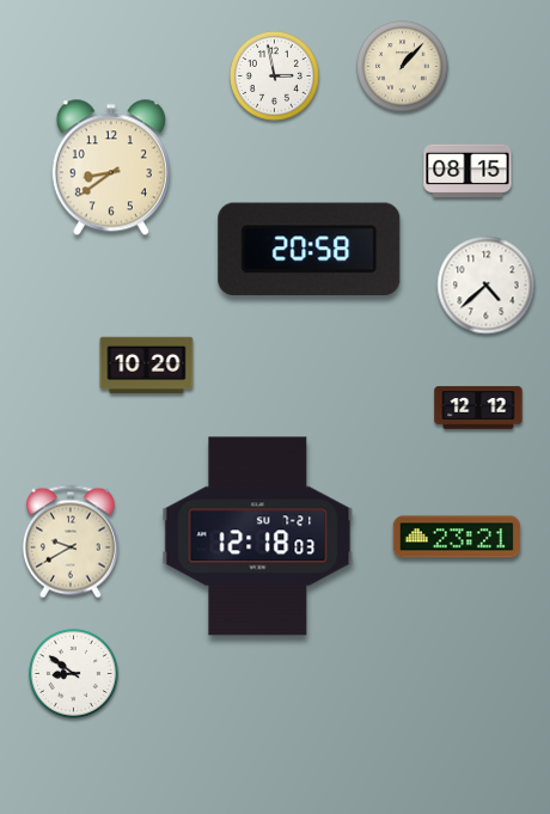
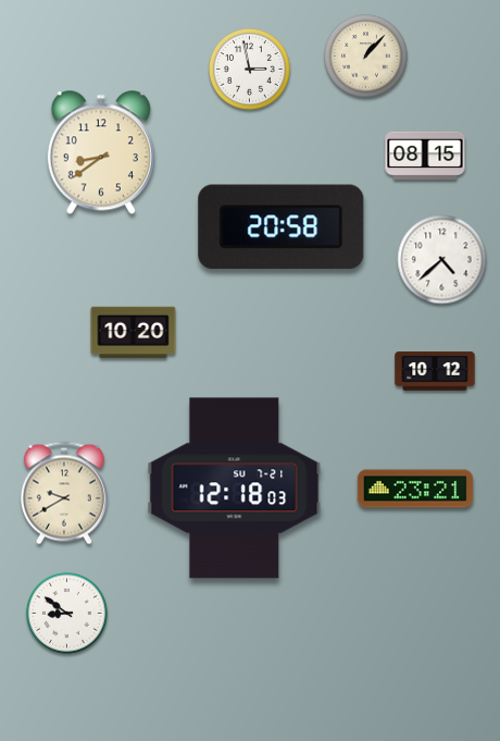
clock at (403, 67) position: (403, 67) -> (366, 57)
clock at (478, 408): 12:12 -> 10:12
